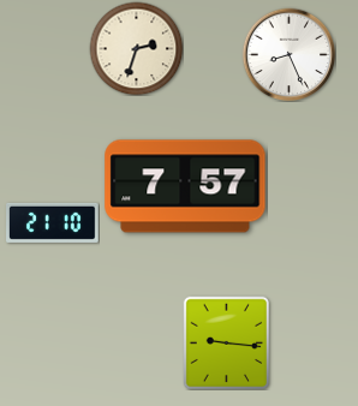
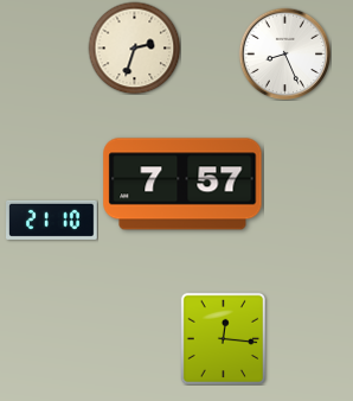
clock at (227, 342): 9:16 -> 12:16
